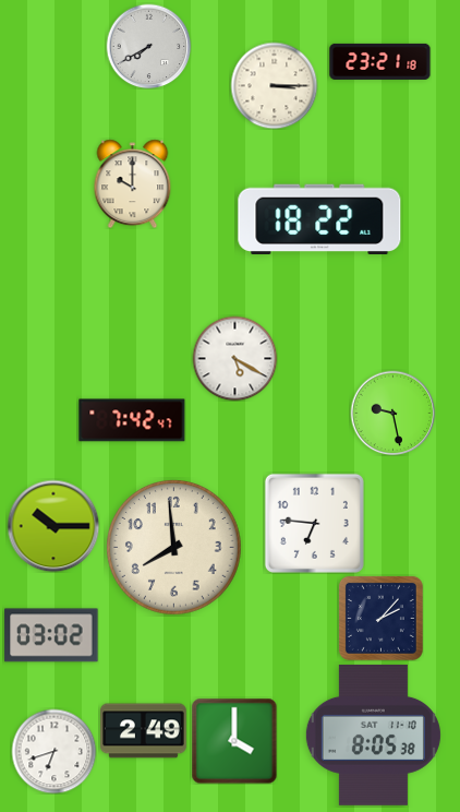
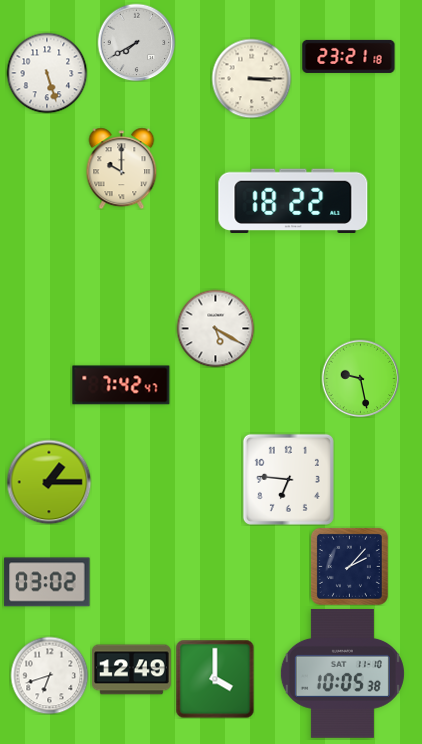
clock at (47, 73): none -> 5:27
clock at (53, 526): 10:15 -> 1:15
clock at (174, 548): 7:59 -> none
clock at (144, 731): 2:49 -> 12:49
clock at (373, 735): 8:05 -> 10:05
clock at (53, 751) position: (53, 751) -> (49, 675)
